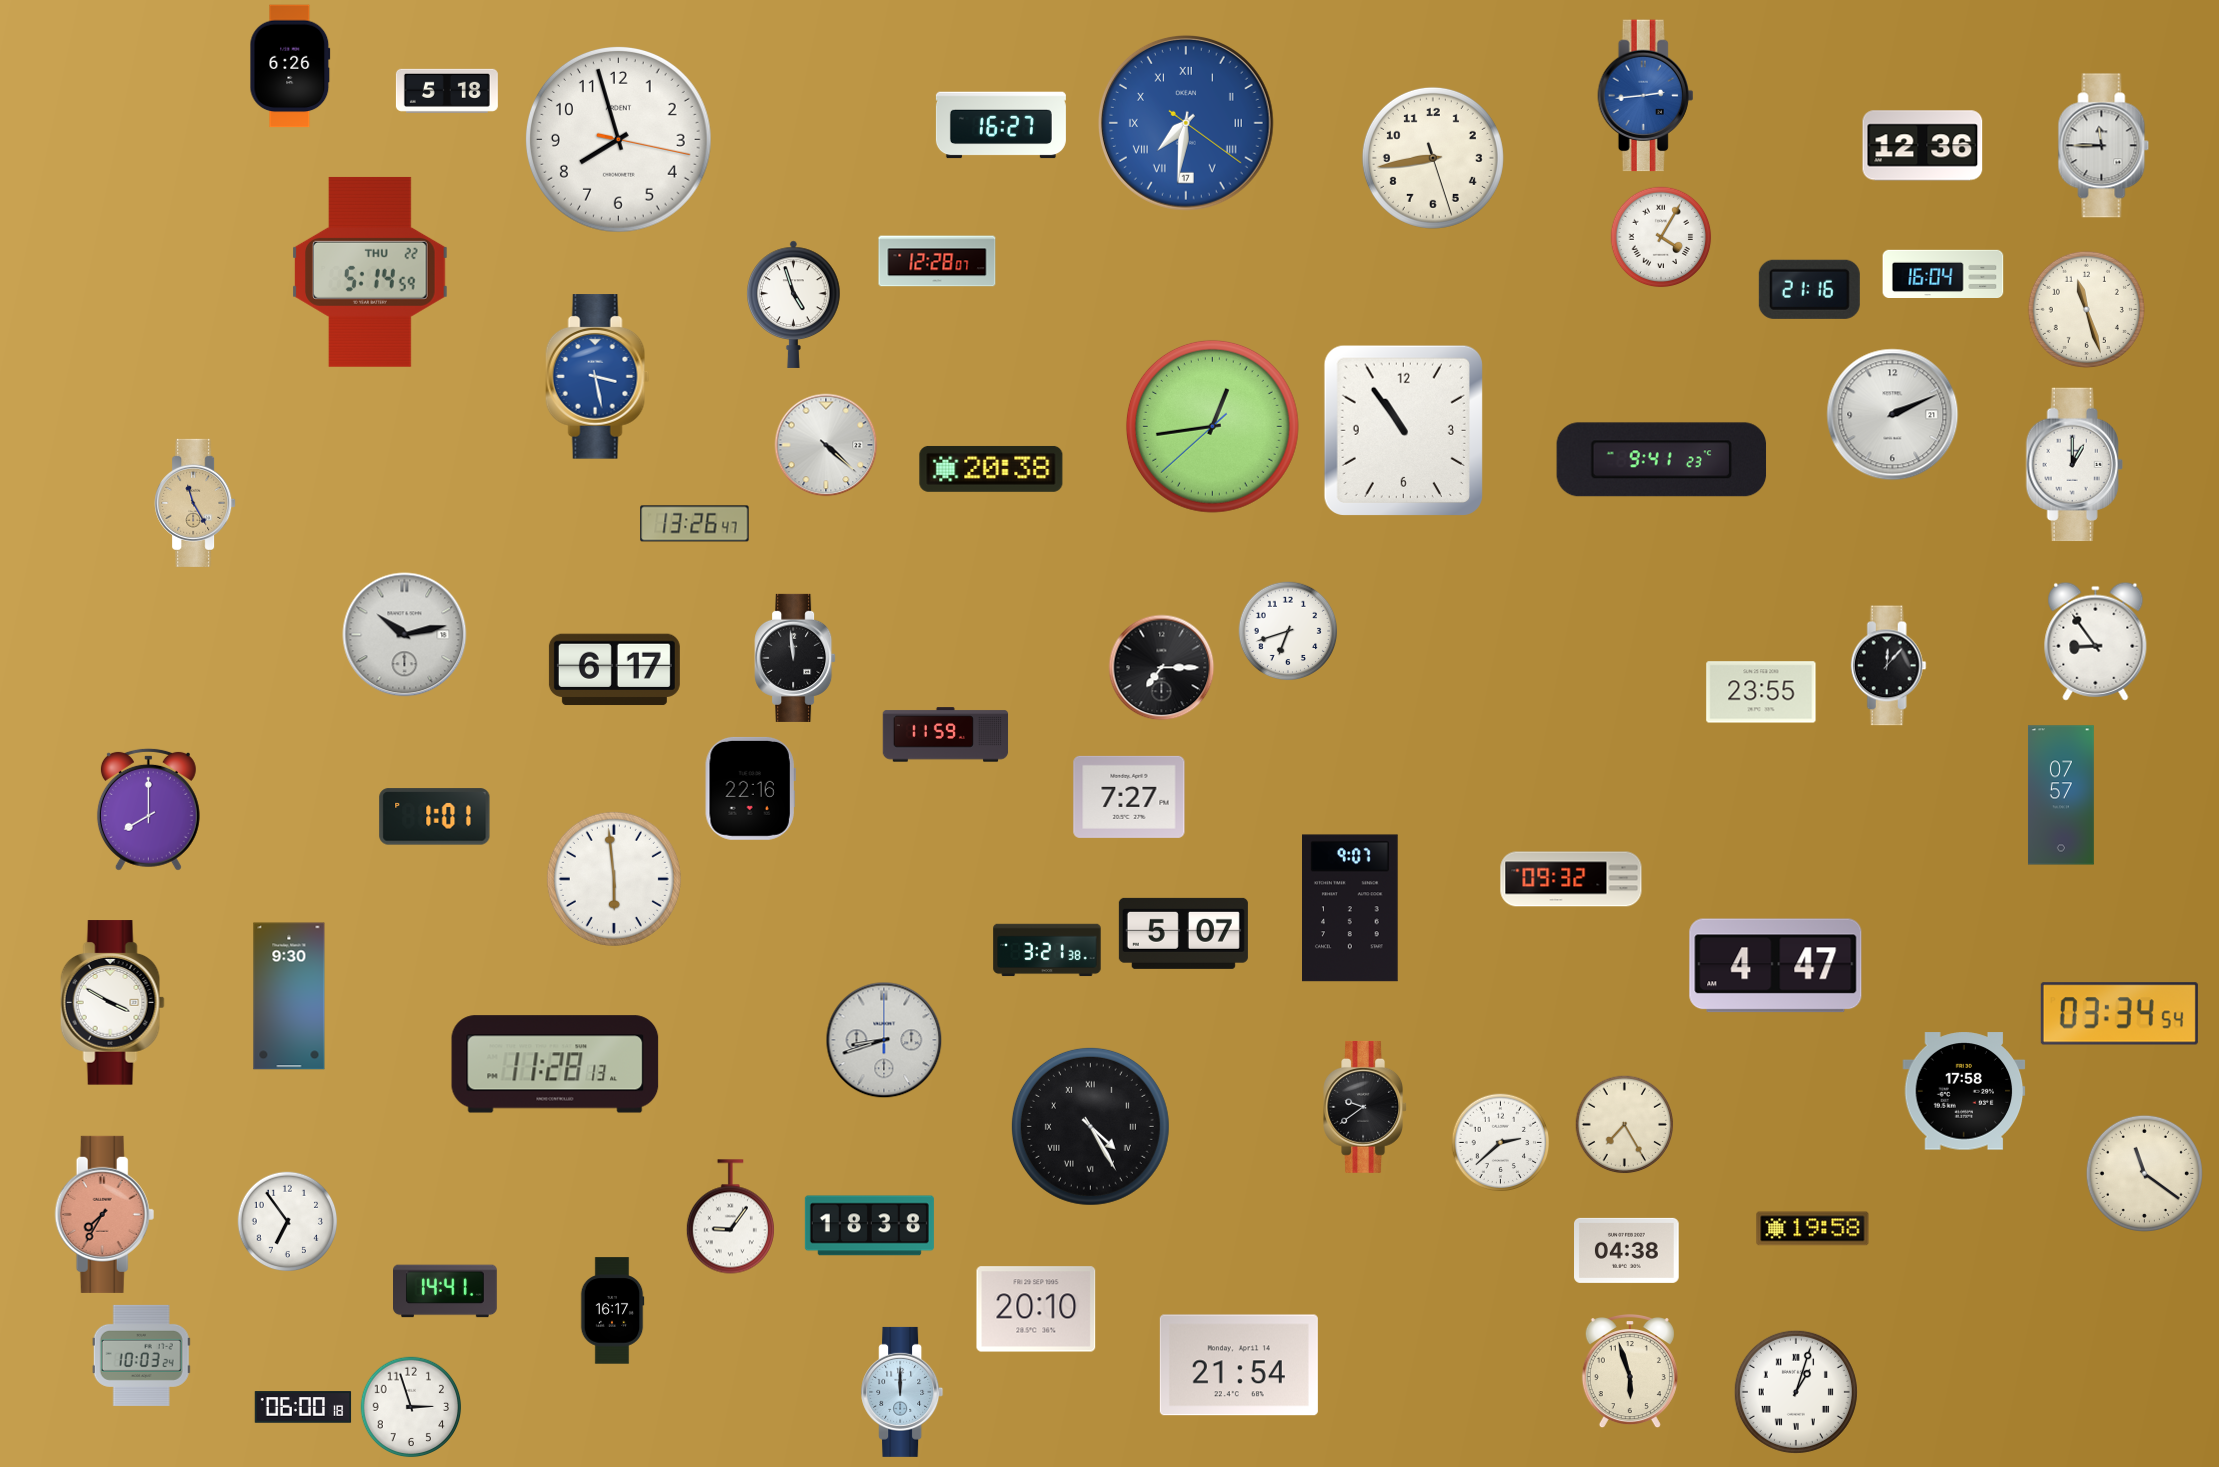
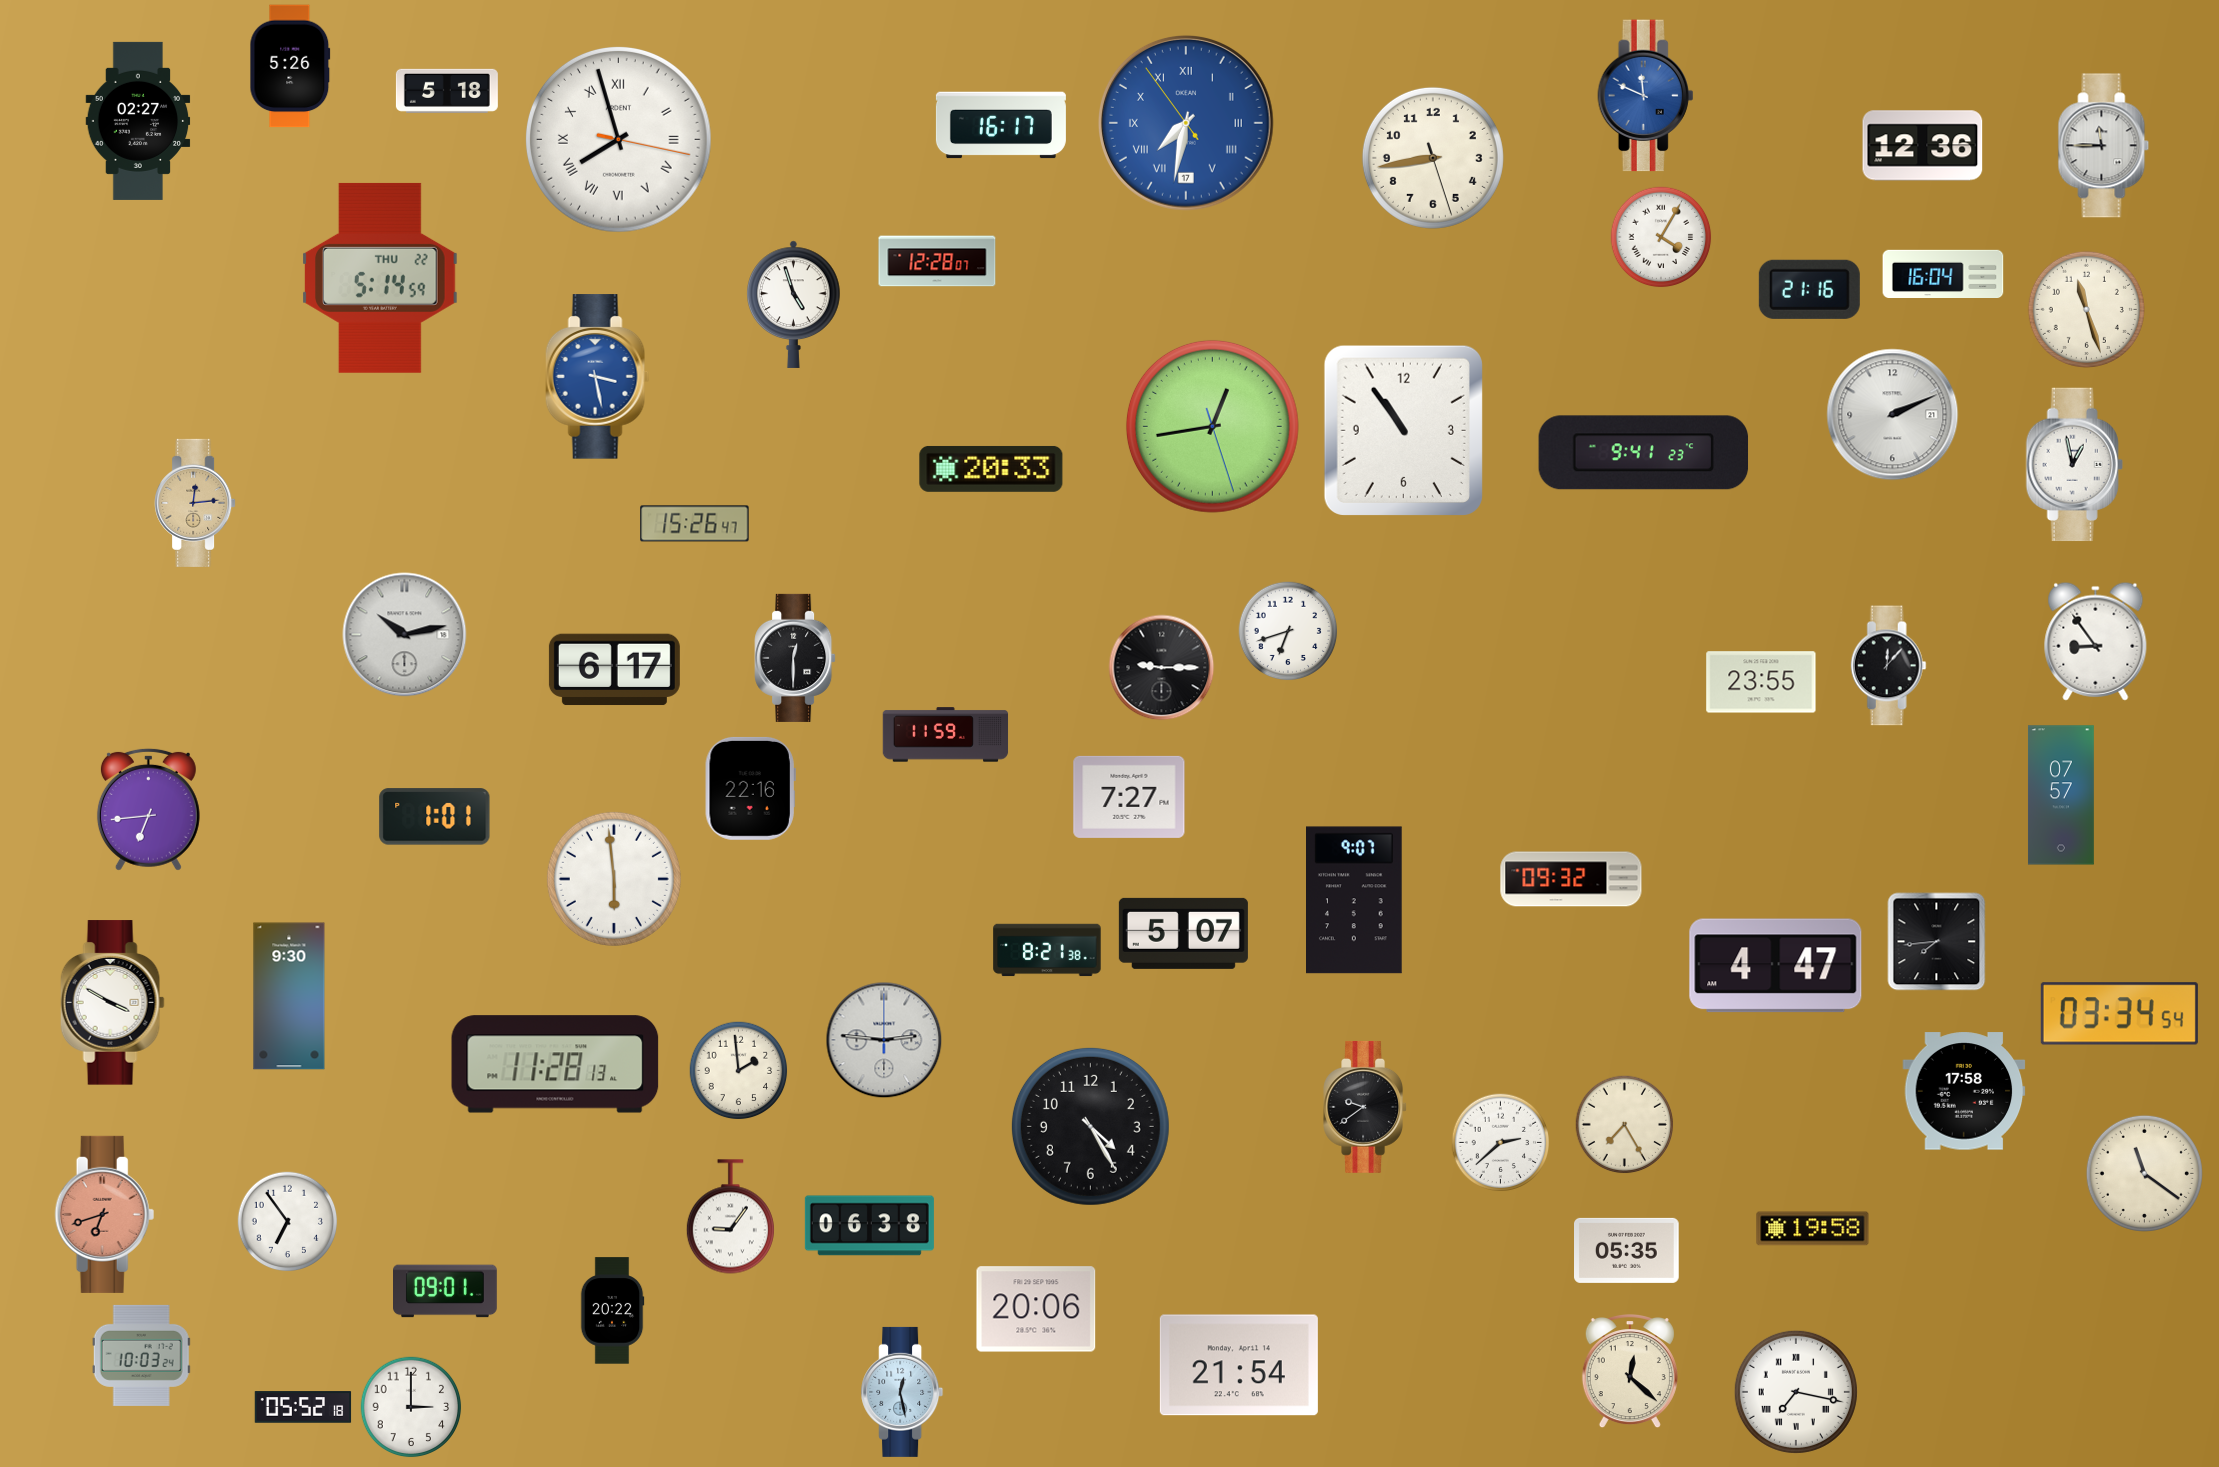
clock at (290, 66): 6:26 -> 5:26
clock at (1646, 96): 2:44 -> 11:49
clock at (138, 121): none -> 02:27
clock at (1186, 123): 7:31:21 -> 7:31:54
clock at (1001, 125): 16:27 -> 16:17
clock at (618, 139) numerals: Arabic -> Roman
clock at (370, 272) position: (370, 272) -> (380, 278)
clock at (1212, 426): 12:43:38 -> 12:43:27
clock at (826, 445): 4:22 -> none
clock at (1662, 460) position: (1662, 460) -> (1644, 453)
clock at (2074, 465): 1:00 -> 12:58
clock at (991, 469): 20:38 -> 20:33
clock at (195, 503): 11:25 -> 12:14
clock at (695, 524): 13:26 -> 15:26
clock at (795, 658): 11:59 -> 12:30
clock at (1162, 668): 7:15 -> 9:15
clock at (1761, 692) position: (1761, 692) -> (1761, 682)
clock at (148, 809): 8:00 -> 6:44
clock at (1351, 908) position: (1351, 908) -> (1355, 900)
clock at (1937, 942): none -> 7:44
clock at (1047, 950): 3:21 -> 8:21
clock at (884, 1040): 8:42 -> 2:46
clock at (739, 1071): none -> 1:59
clock at (1090, 1126) numerals: Roman -> Arabic
clock at (105, 1214): 7:35 -> 6:42
clock at (869, 1226): 18:38 -> 06:38
clock at (1627, 1250): 04:38 -> 05:35
clock at (446, 1291): 14:41 -> 09:01
clock at (1036, 1309): 20:10 -> 20:06
clock at (612, 1311): 16:17 -> 20:22
clock at (1630, 1372): 5:57 -> 12:22
clock at (902, 1392): 12:00 -> 12:28
clock at (1796, 1392): 1:03 -> 7:17
clock at (303, 1407): 06:00 -> 05:52
clock at (411, 1407): 2:57 -> 3:00
